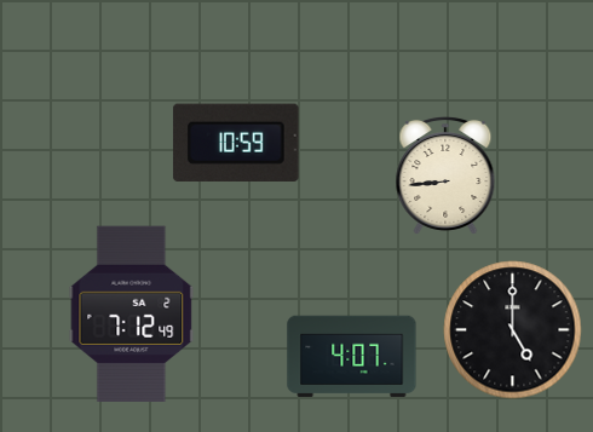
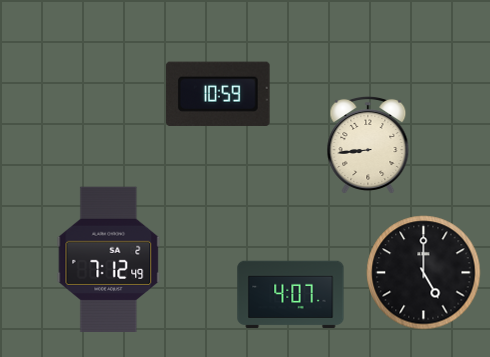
clock at (236, 143) position: (236, 143) -> (218, 94)
